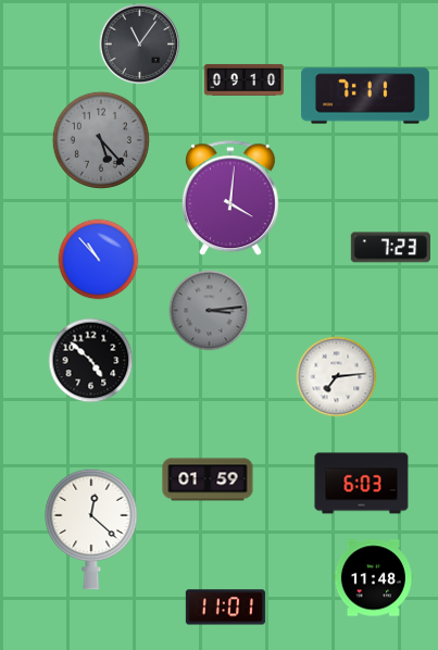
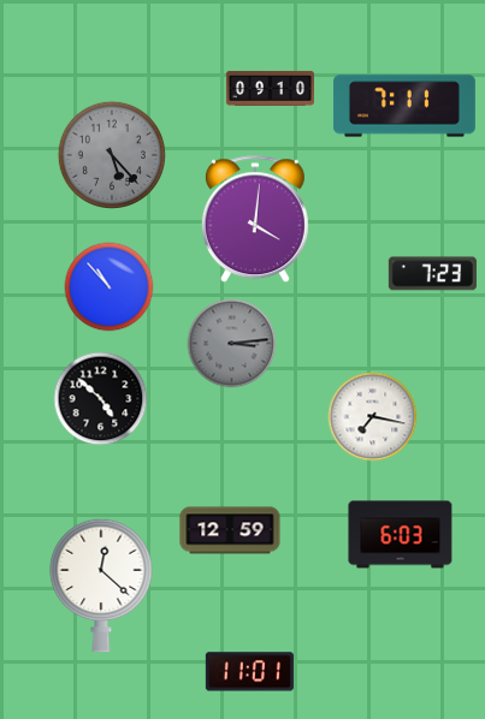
clock at (140, 45): 11:06 -> none
clock at (337, 377): 7:14 -> 7:17
clock at (208, 479): 01:59 -> 12:59
clock at (373, 578): 11:48 -> none
